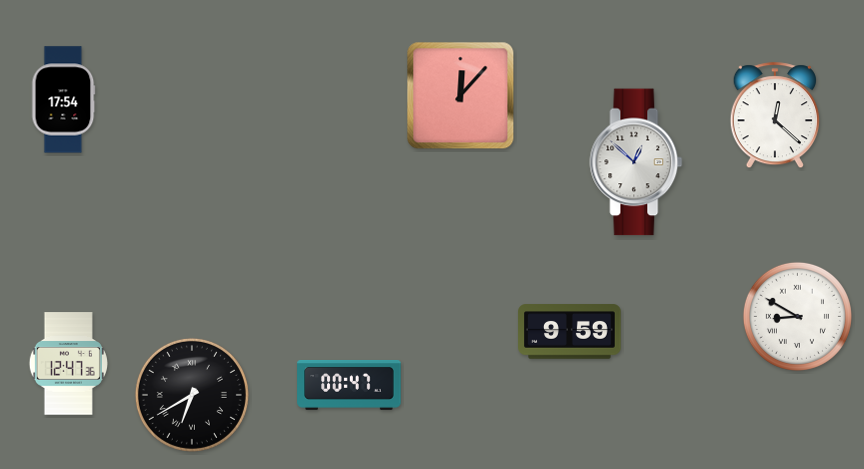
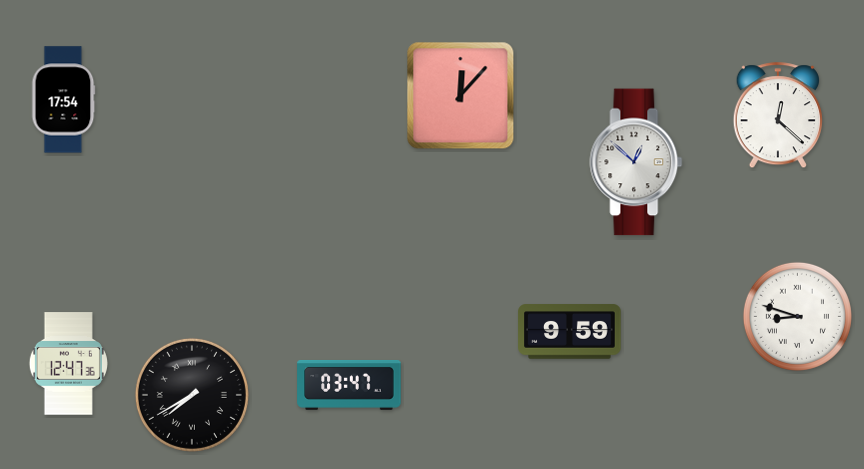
clock at (775, 116) position: (775, 116) -> (778, 116)
clock at (797, 316): 8:50 -> 8:48
clock at (349, 385): 00:47 -> 03:47
clock at (192, 395): 6:40 -> 7:40
